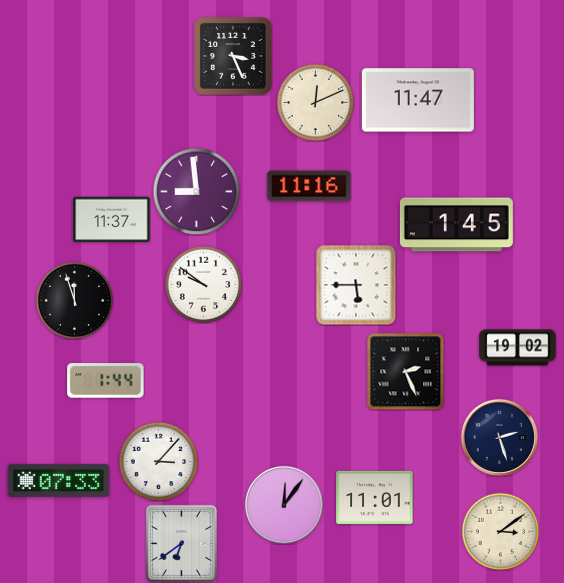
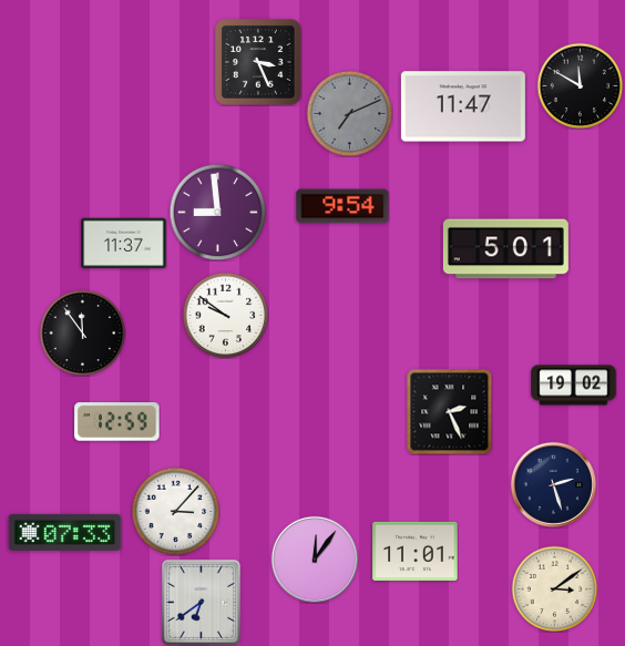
clock at (580, 85): none -> 11:50
clock at (418, 100) position: (418, 100) -> (463, 106)
clock at (315, 102): 12:11 -> 7:11
clock at (315, 102) dial: cream -> grey
clock at (309, 186): 11:16 -> 9:54
clock at (456, 225): 1:45 -> 5:01
clock at (356, 285): 5:45 -> none
clock at (74, 300): 11:57 -> 11:54
clock at (106, 381): 1:44 -> 12:59
